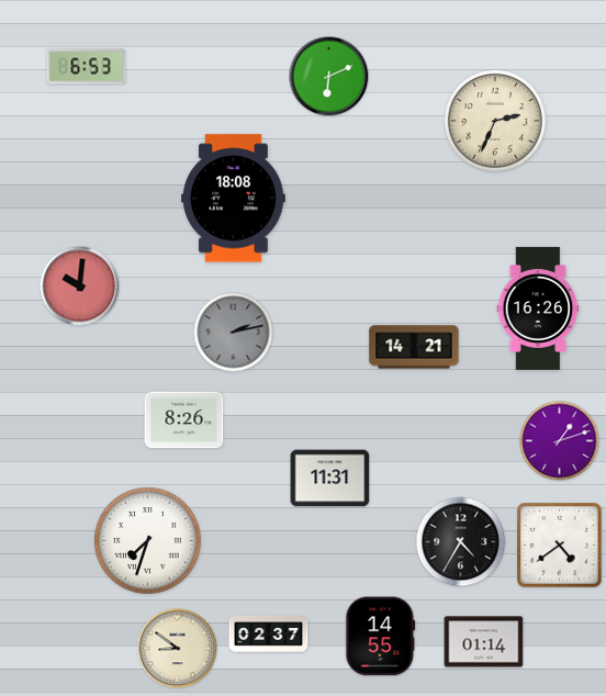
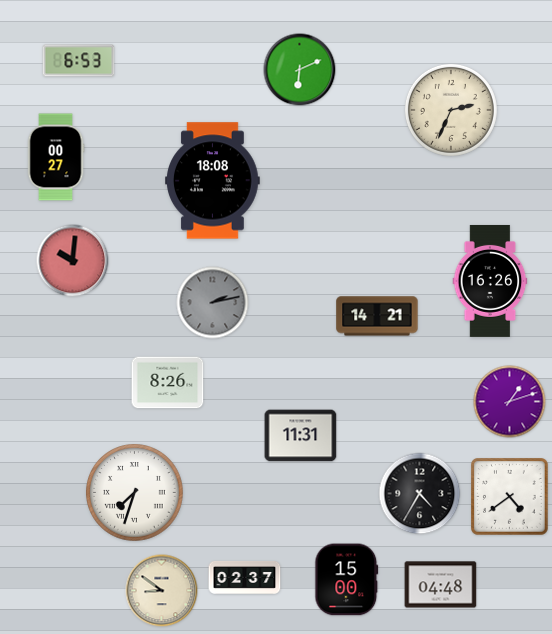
clock at (56, 157): none -> 00:27
clock at (381, 637): 14:55 -> 15:00
clock at (484, 642): 01:14 -> 04:48
